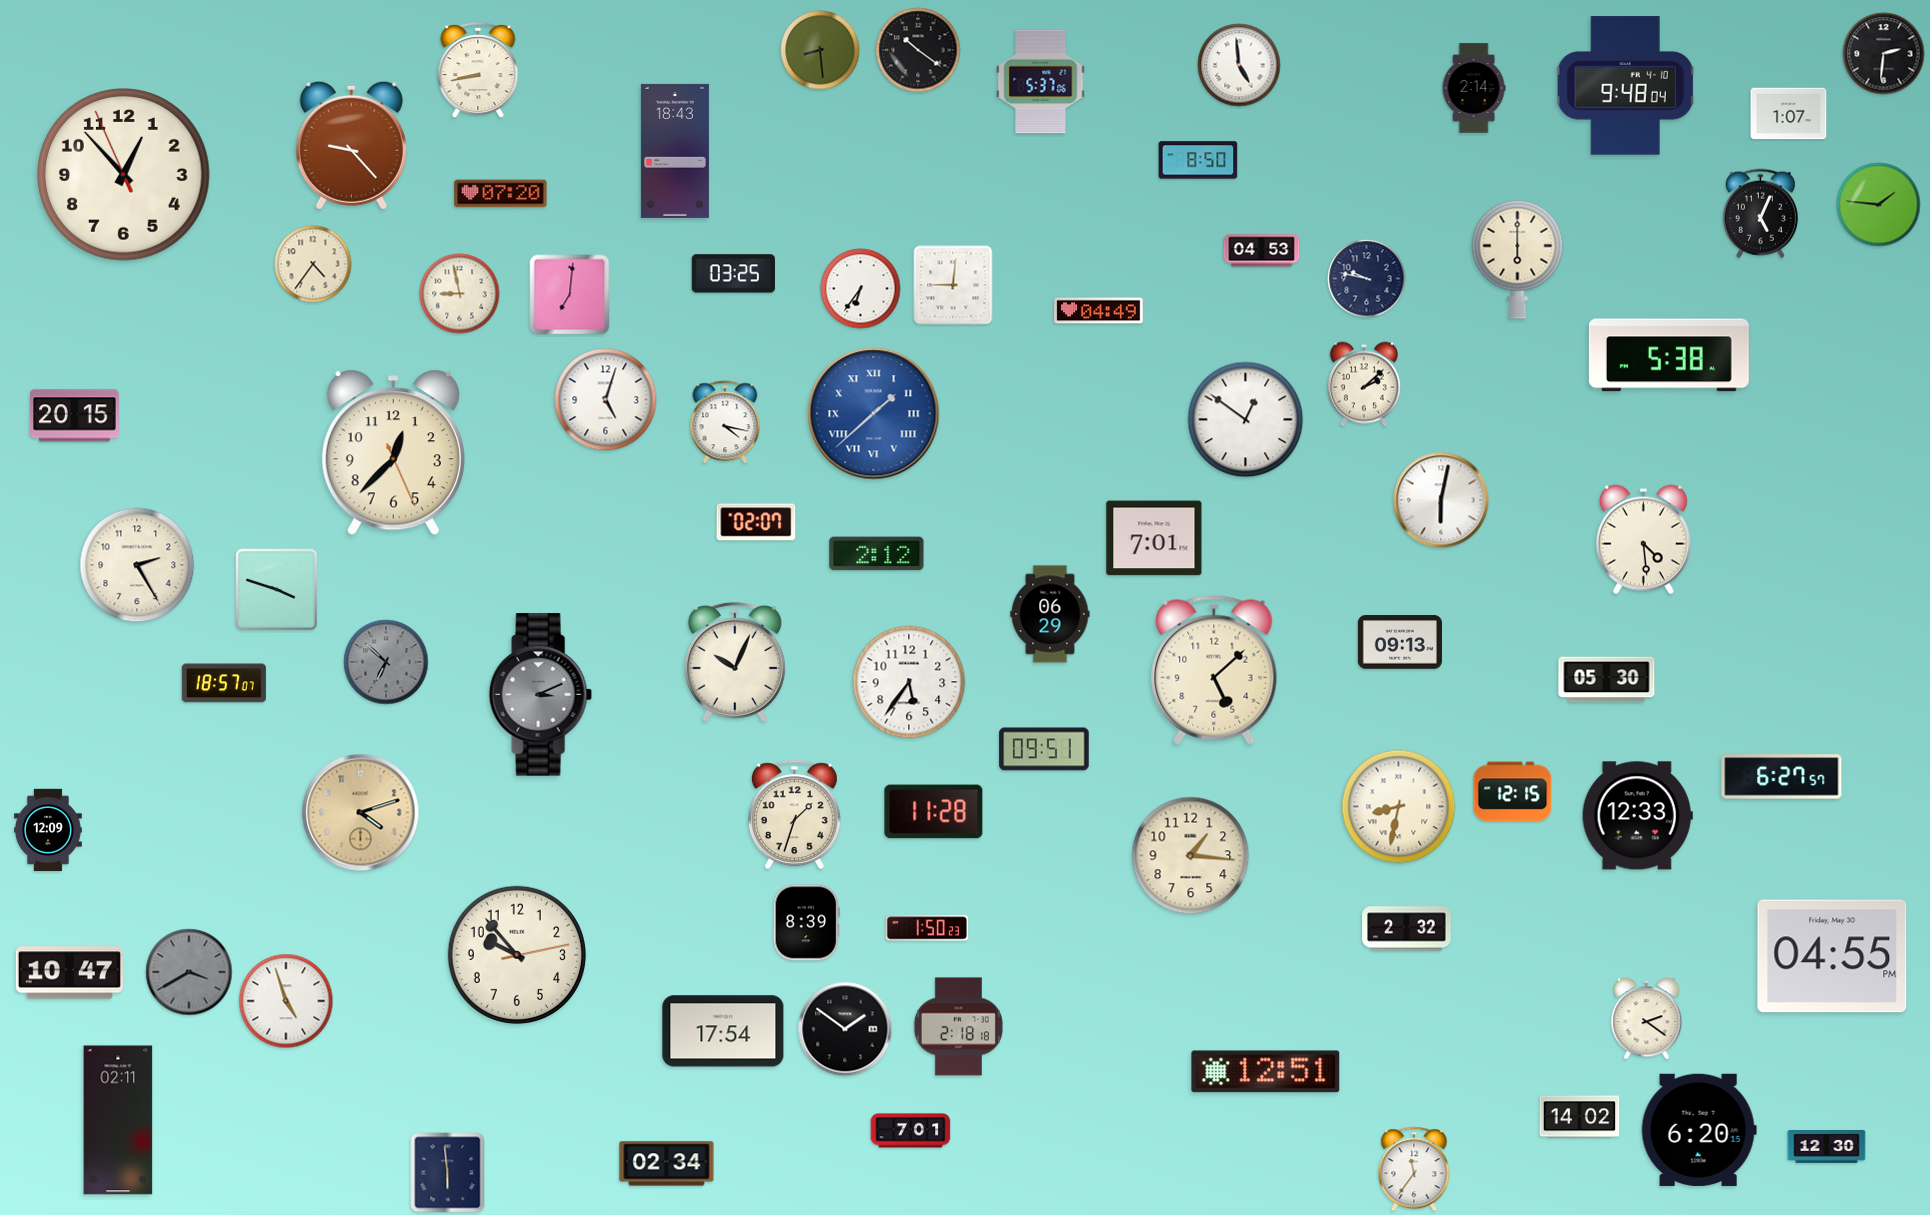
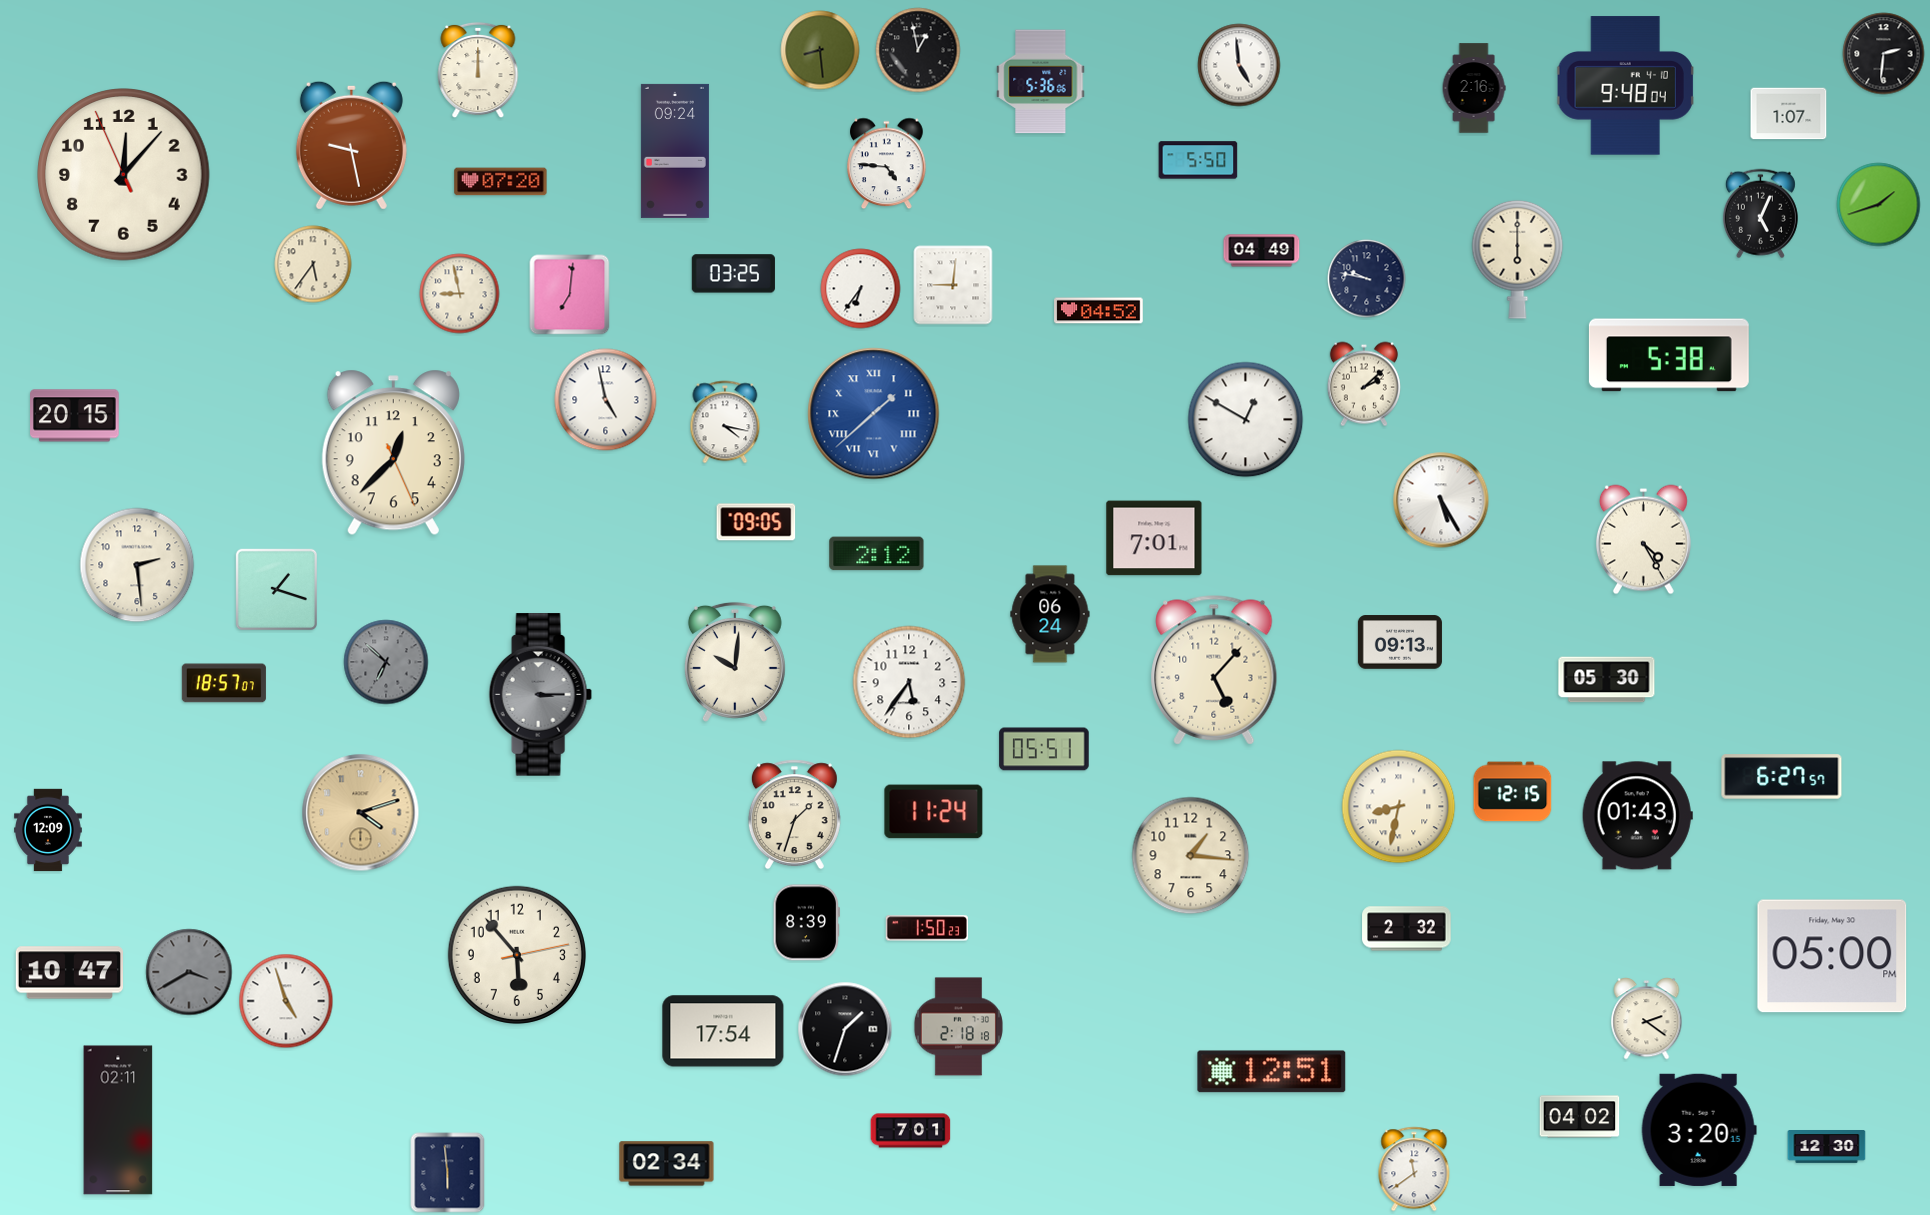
clock at (918, 50): 10:21 -> 12:58
clock at (478, 70): 8:43 -> 12:00
clock at (1041, 82): 5:37 -> 5:36
clock at (1474, 88): 2:14 -> 2:16
clock at (351, 145): 9:23 -> 9:28
clock at (675, 151): 18:43 -> 09:24
clock at (1198, 160): 8:50 -> 5:50
clock at (887, 164): none -> 4:46
clock at (124, 175): 12:52 -> 12:06
clock at (501, 194) position: (501, 194) -> (501, 182)
clock at (1879, 205): 1:46 -> 1:42
clock at (1262, 251): 04:53 -> 04:49
clock at (313, 264): 4:36 -> 5:36
clock at (1099, 311): 04:49 -> 04:52
clock at (606, 400): 5:03 -> 4:58
clock at (1246, 420): 12:51 -> 12:50
clock at (1441, 500): 6:02 -> 5:25
clock at (756, 522): 02:07 -> 09:05
clock at (1643, 540): 4:29 -> 4:25
clock at (137, 565): 2:25 -> 2:29
clock at (276, 589): 3:48 -> 1:18
clock at (1050, 614): 06:29 -> 06:24
clock at (735, 662): 10:04 -> 10:01
clock at (1214, 670): 5:08 -> 5:07
clock at (540, 695): 3:11 -> 3:15
clock at (1044, 749): 09:51 -> 05:51
clock at (934, 812): 11:28 -> 11:24
clock at (1637, 816): 12:33 -> 01:43
clock at (517, 955): 9:53 -> 5:53
clock at (1832, 956): 04:55 -> 05:00
clock at (845, 1029): 1:51 -> 1:33
clock at (1266, 1072) position: (1266, 1072) -> (1272, 1072)
clock at (1580, 1117): 14:02 -> 04:02
clock at (1699, 1130): 6:20 -> 3:20
clock at (1414, 1169): 11:36 -> 11:39
